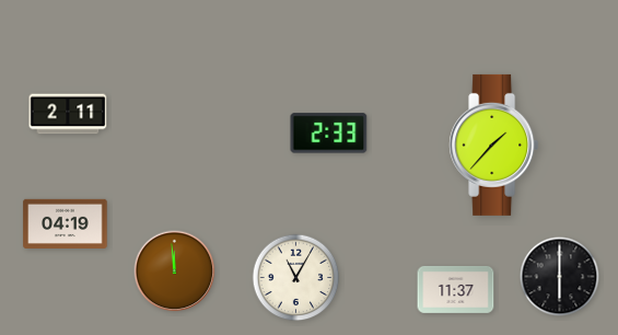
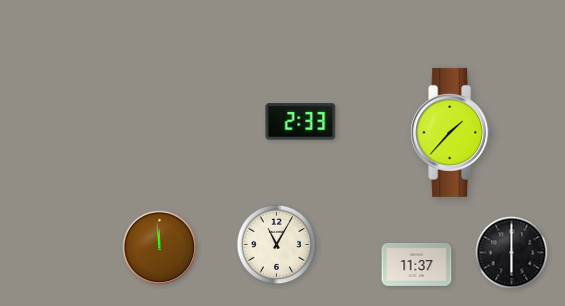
clock at (68, 114): 2:11 -> none
clock at (66, 223): 04:19 -> none
clock at (296, 278) position: (296, 278) -> (277, 245)
